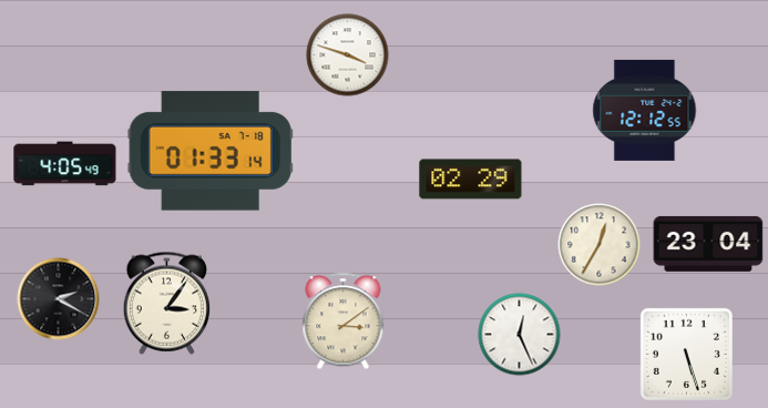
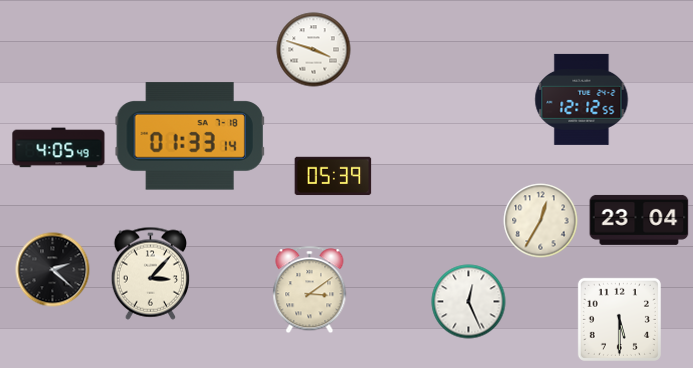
clock at (471, 180): 02:29 -> none
clock at (333, 176): none -> 05:39
clock at (59, 299): 2:20 -> 2:22
clock at (166, 303): 3:06 -> 3:07
clock at (686, 354): 5:27 -> 5:30
